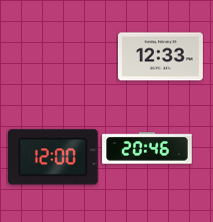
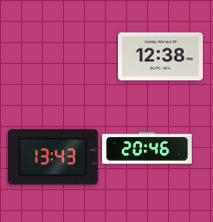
clock at (160, 57): 12:33 -> 12:38
clock at (54, 157): 12:00 -> 13:43
